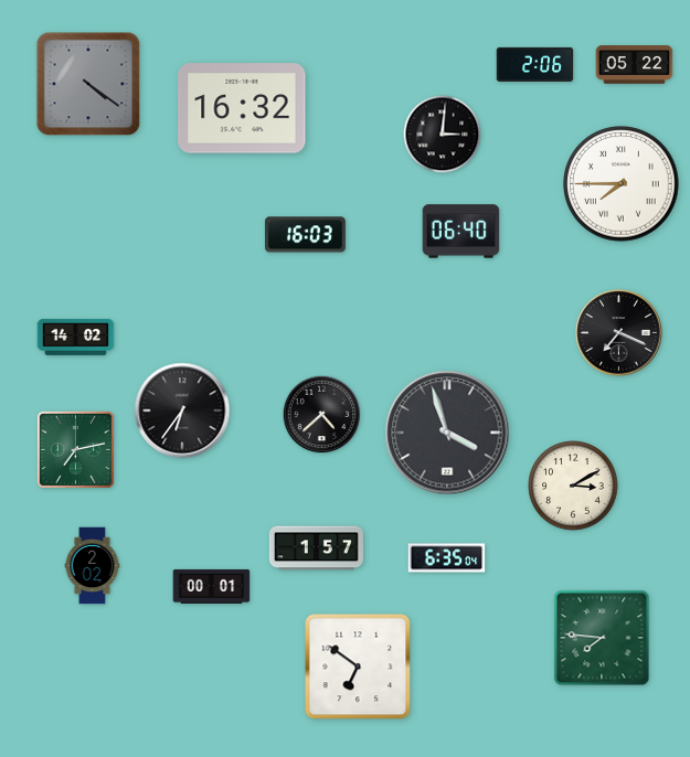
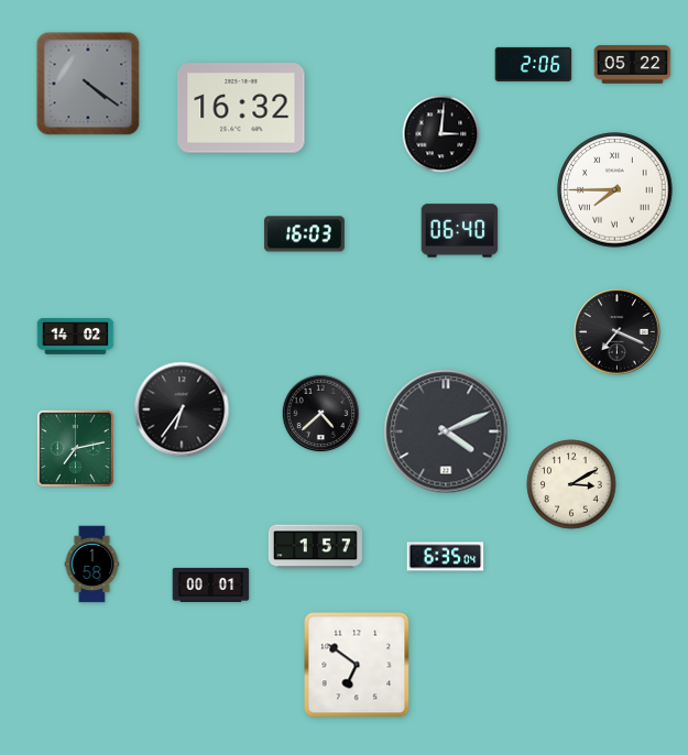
clock at (622, 184) position: (622, 184) -> (615, 190)
clock at (447, 433): 3:57 -> 4:11
clock at (93, 566): 2:02 -> 1:58
clock at (602, 638): 7:46 -> none
